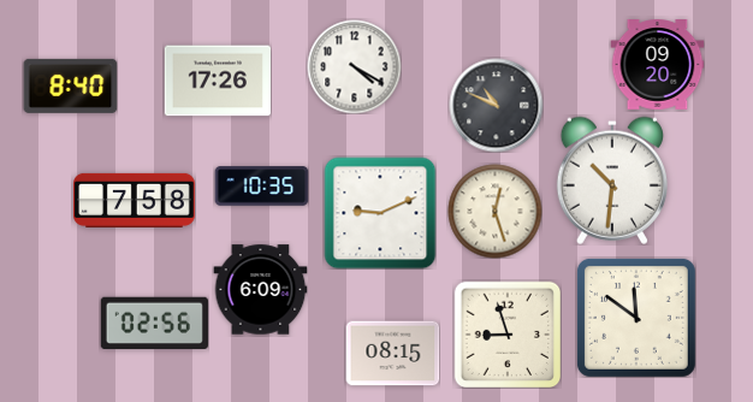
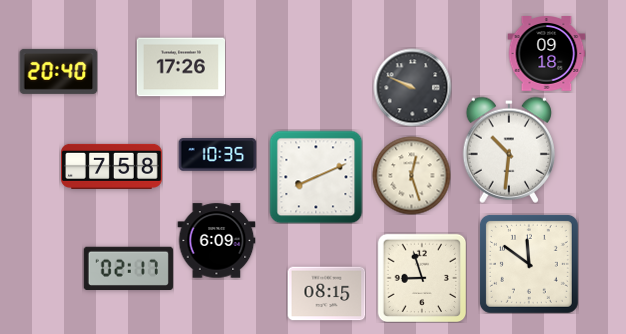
clock at (657, 65): 09:20 -> 09:18
clock at (354, 66): 4:20 -> none
clock at (70, 85): 8:40 -> 20:40
clock at (496, 105): 10:49 -> 9:49
clock at (380, 213): 9:11 -> 8:11
clock at (154, 323): 02:56 -> 02:17
